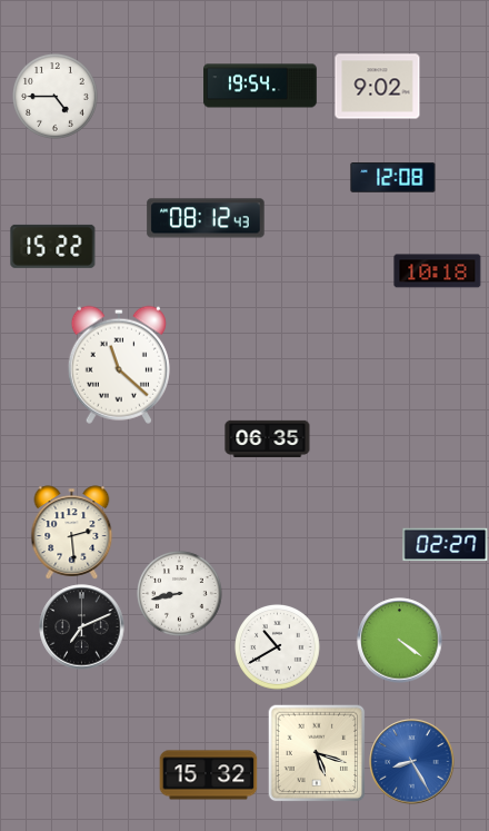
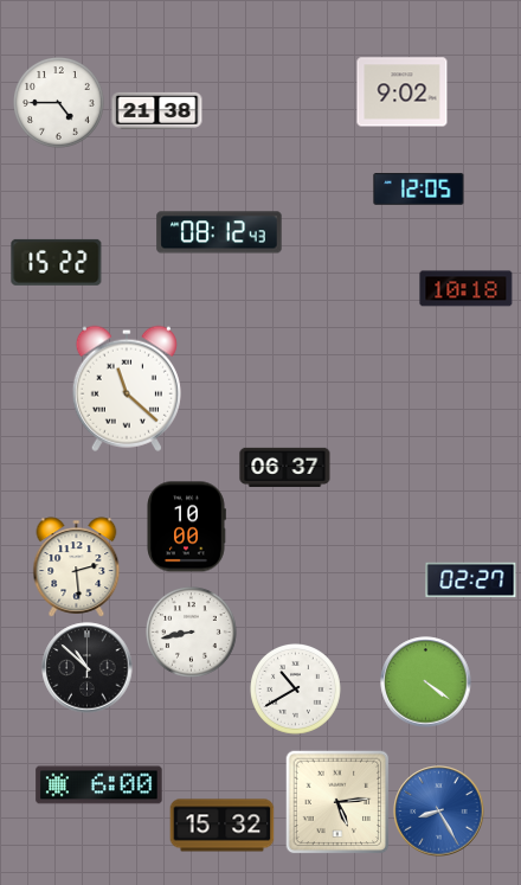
clock at (260, 86): 19:54 -> none
clock at (157, 110): none -> 21:38
clock at (393, 178): 12:08 -> 12:05
clock at (268, 438): 06:35 -> 06:37
clock at (186, 527): none -> 10:00
clock at (446, 545) position: (446, 545) -> (471, 581)
clock at (82, 627): 7:11 -> 10:52
clock at (99, 785): none -> 6:00
clock at (317, 753): 5:18 -> 5:14
